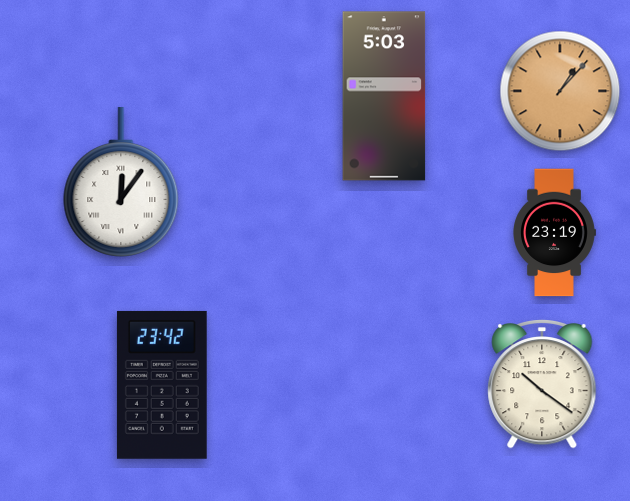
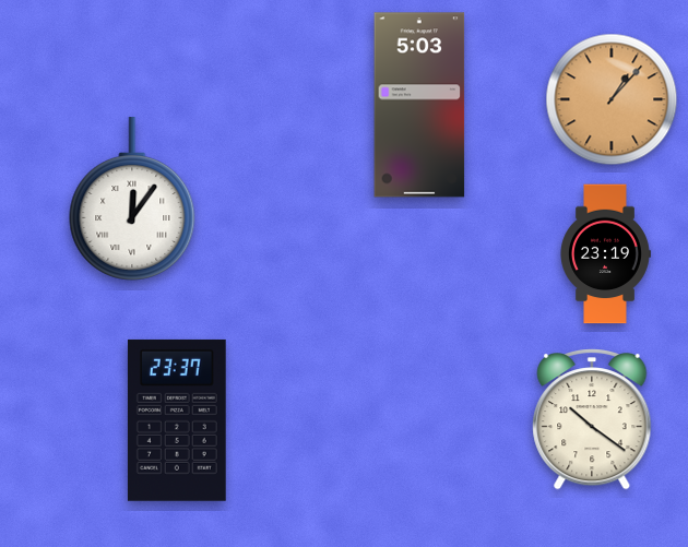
clock at (162, 385): 23:42 -> 23:37
